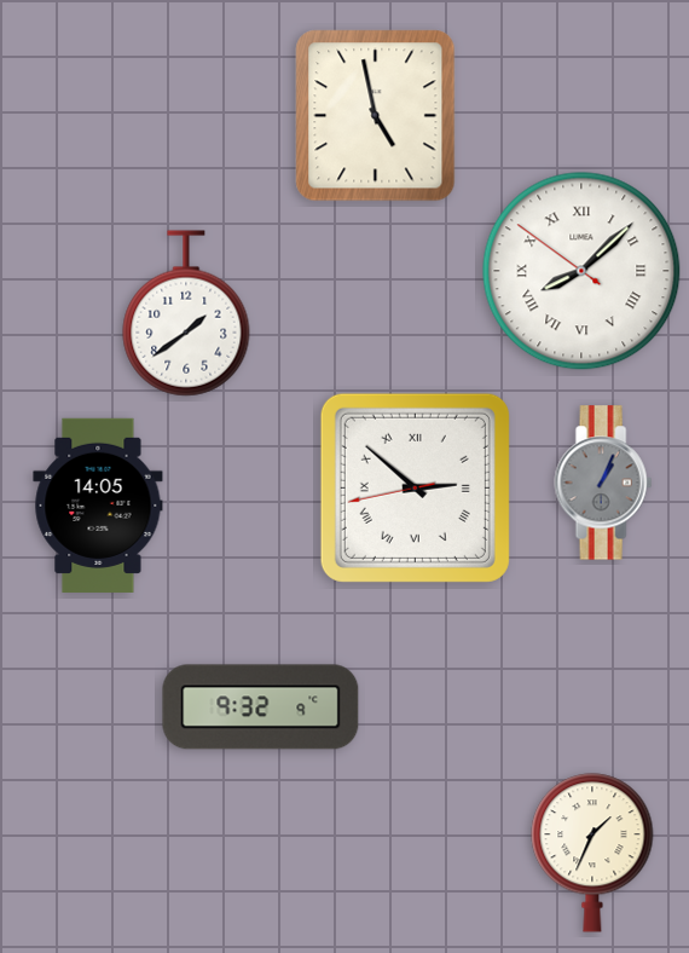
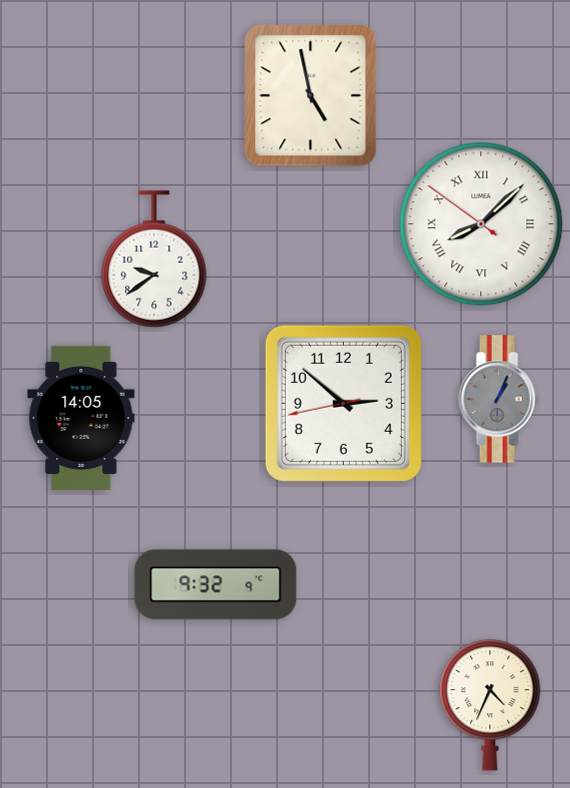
clock at (186, 313): 1:39 -> 9:39
clock at (415, 487) numerals: Roman -> Arabic
clock at (592, 853): 1:34 -> 4:34
